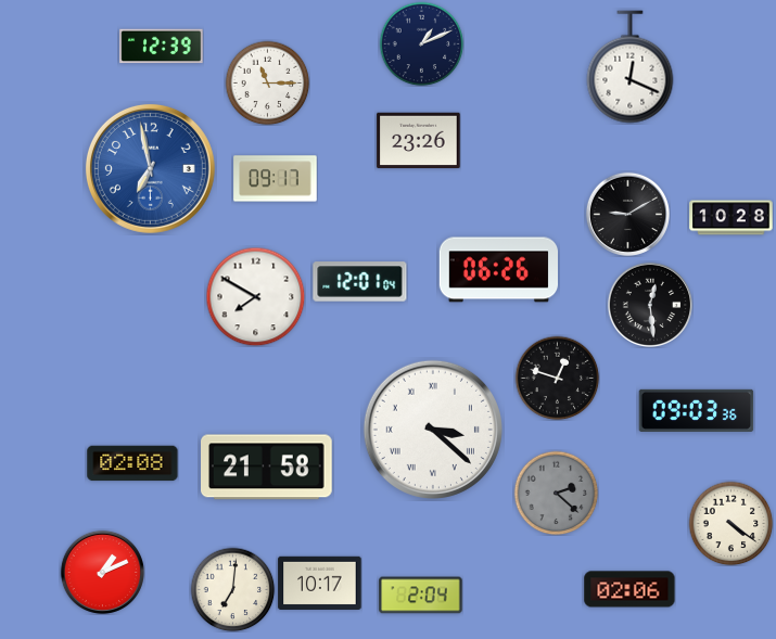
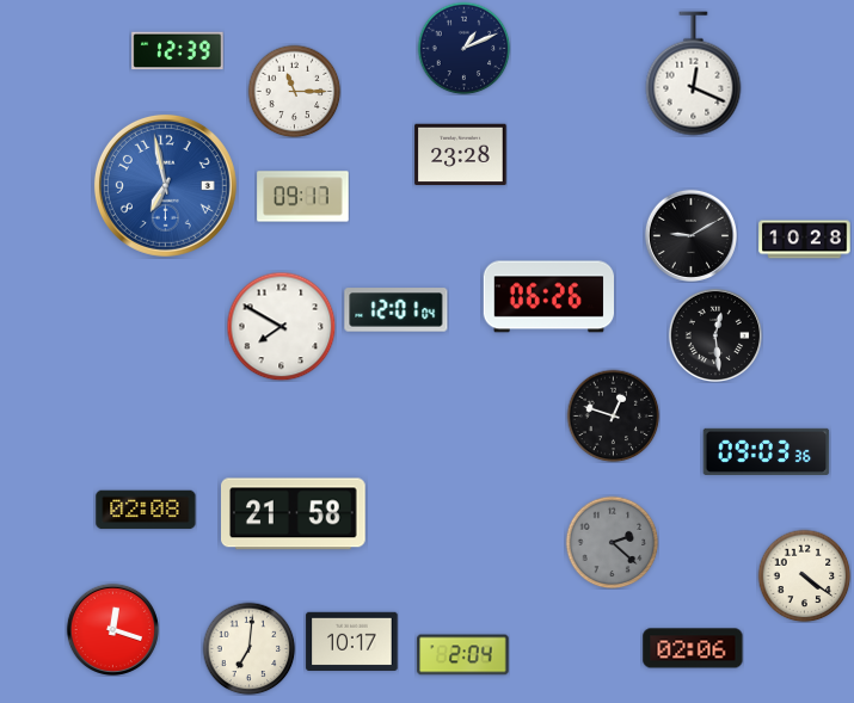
clock at (419, 141): 23:26 -> 23:28
clock at (433, 430): 3:22 -> none
clock at (102, 572): 1:11 -> 12:18
clock at (232, 589) position: (232, 589) -> (248, 648)
